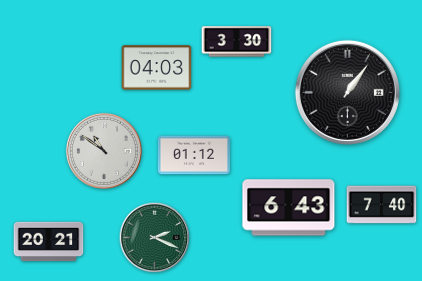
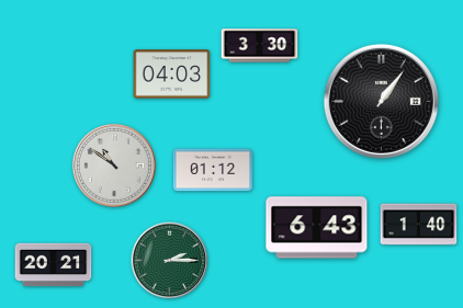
clock at (382, 205): 7:40 -> 1:40
clock at (155, 238): 2:19 -> 2:15
